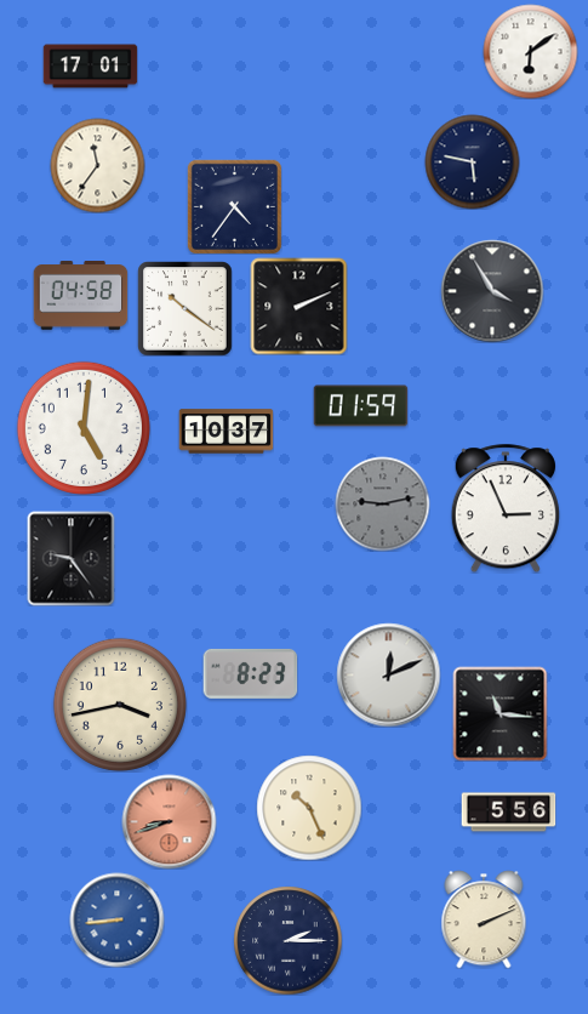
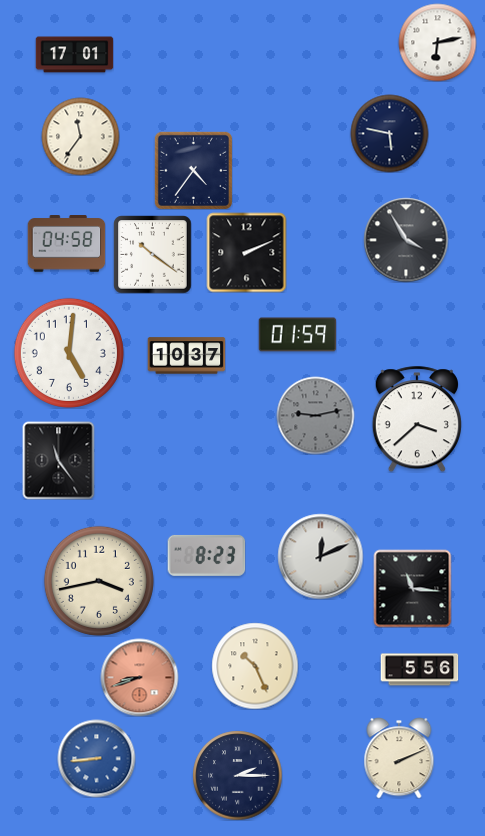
clock at (530, 51): 6:09 -> 6:13
clock at (506, 508): 2:56 -> 3:38
clock at (72, 558): 9:24 -> 11:24
